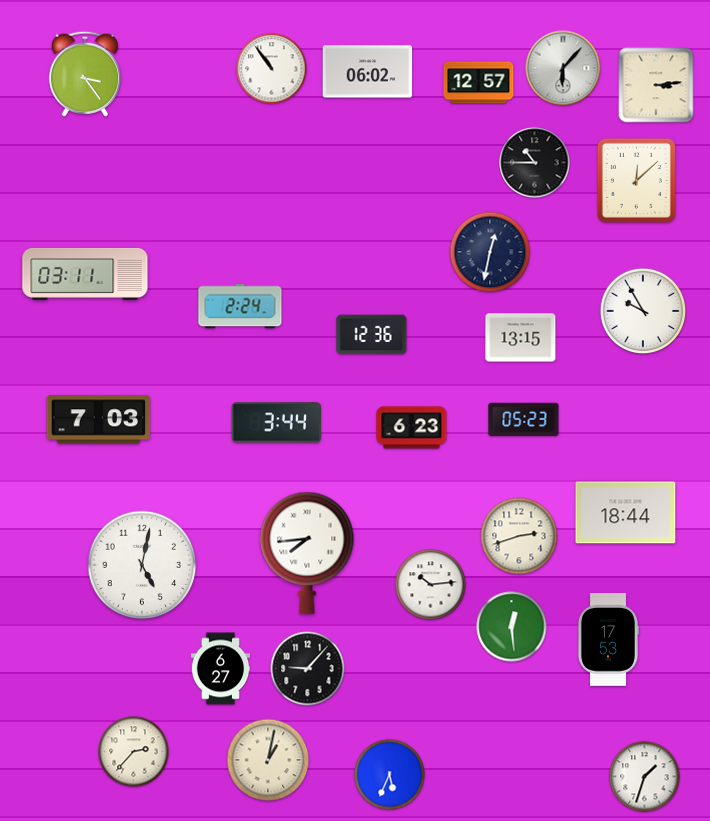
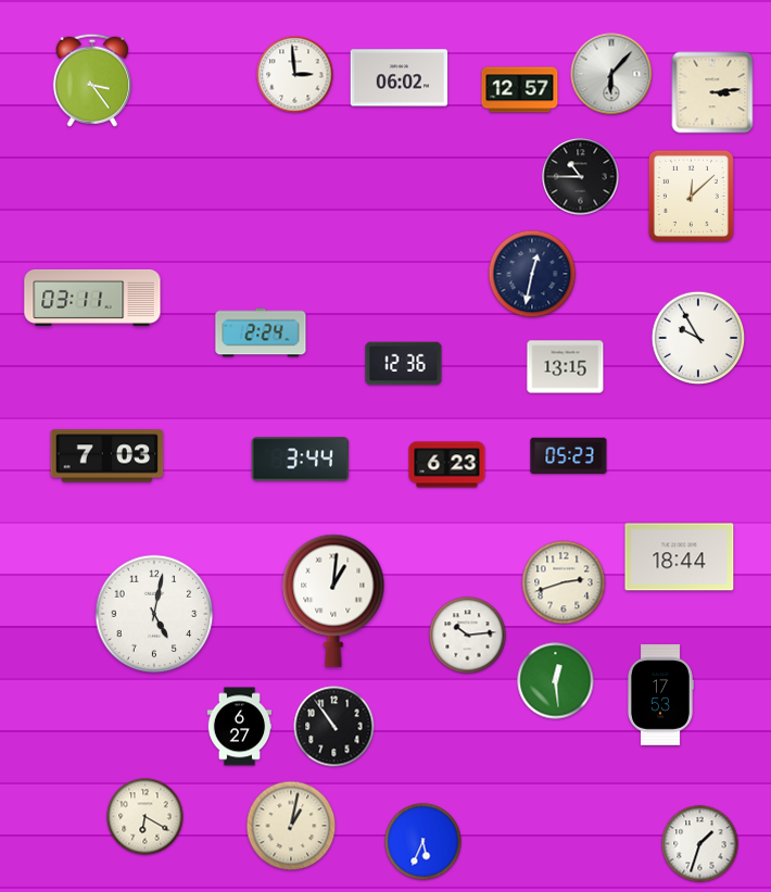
clock at (272, 69): 10:54 -> 2:59
clock at (307, 553): 7:44 -> 1:01
clock at (308, 669): 9:07 -> 10:54
clock at (134, 752): 2:37 -> 6:20
